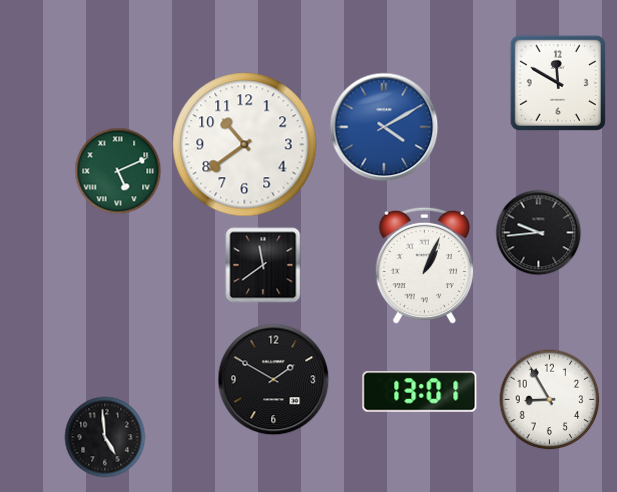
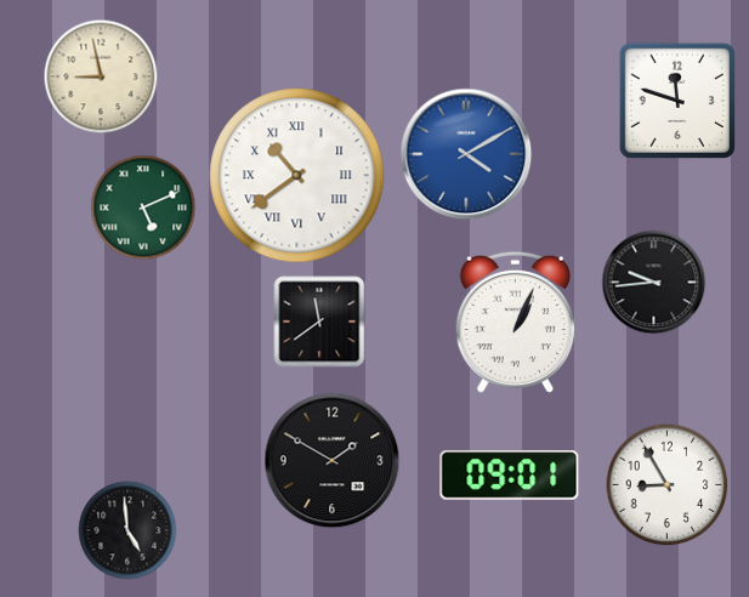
clock at (101, 76): none -> 8:58
clock at (558, 83): 11:50 -> 11:48
clock at (245, 145) numerals: Arabic -> Roman
clock at (420, 392): 13:01 -> 09:01
